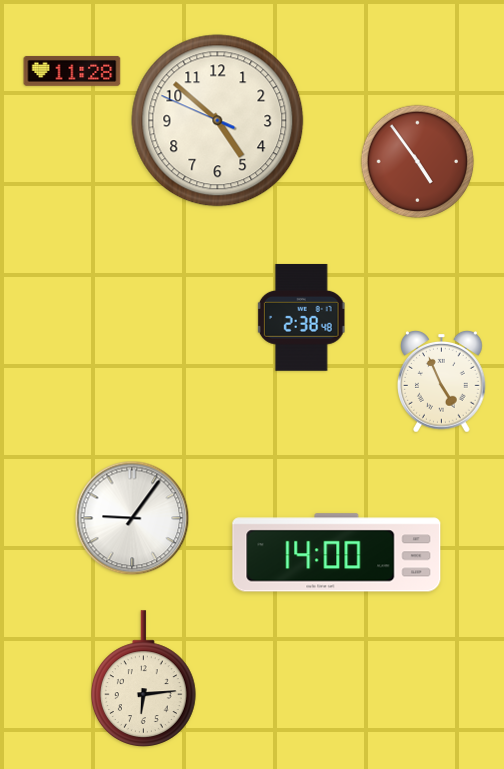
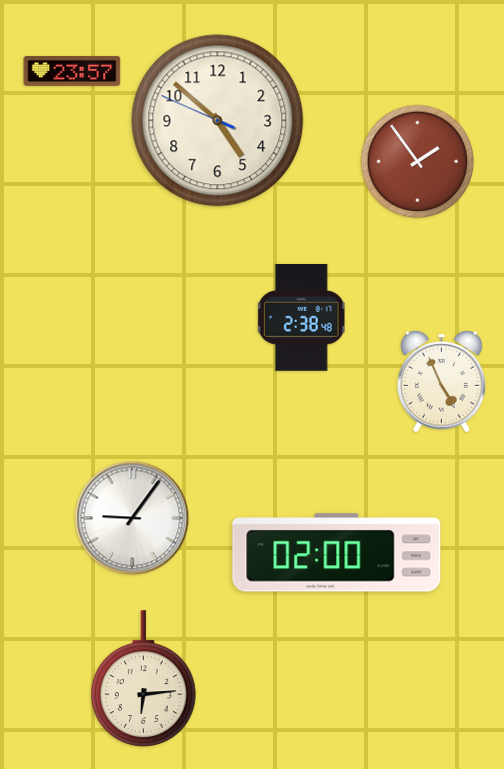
clock at (72, 71): 11:28 -> 23:57
clock at (418, 162): 4:54 -> 1:54
clock at (337, 553): 14:00 -> 02:00
